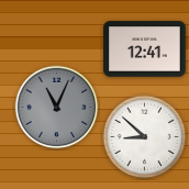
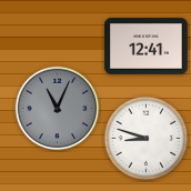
clock at (145, 49) position: (145, 49) -> (147, 47)
clock at (145, 137): 8:52 -> 8:48
